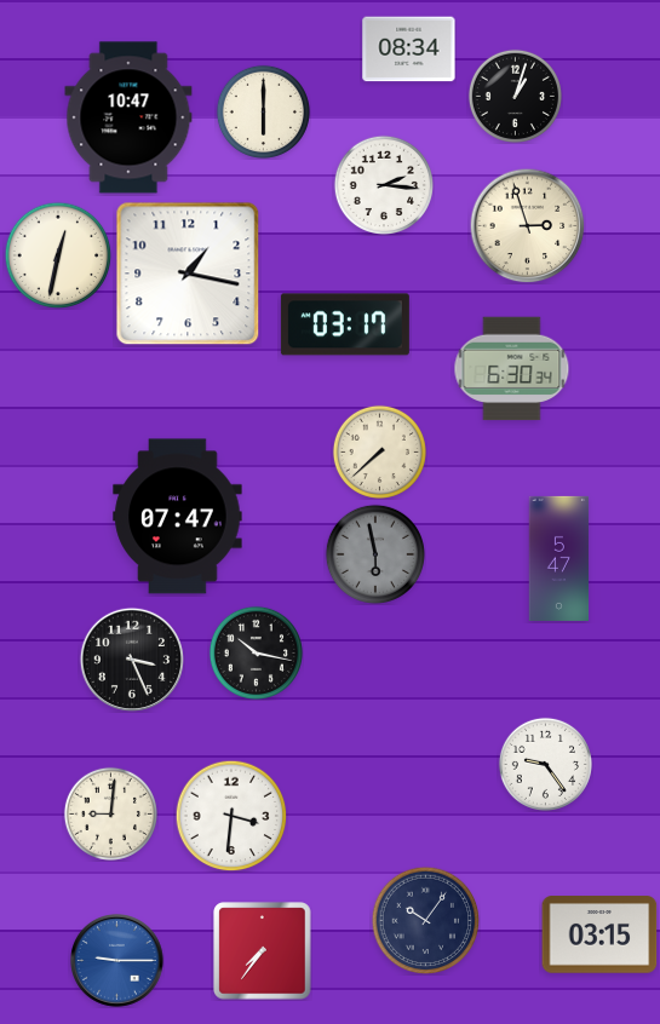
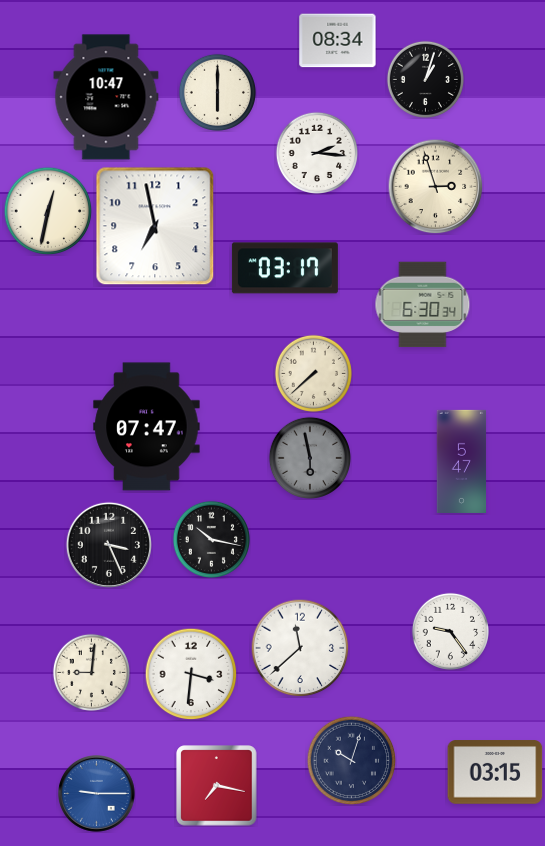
clock at (188, 274): 1:17 -> 6:58
clock at (300, 648): none -> 11:38
clock at (425, 920): 10:06 -> 10:03
clock at (263, 951): 7:36 -> 7:17
